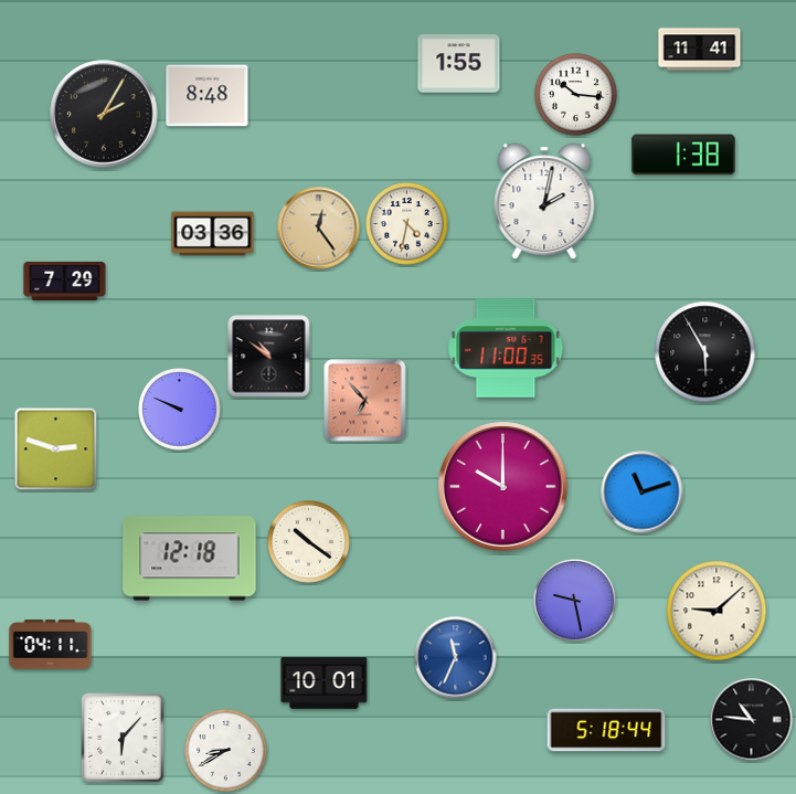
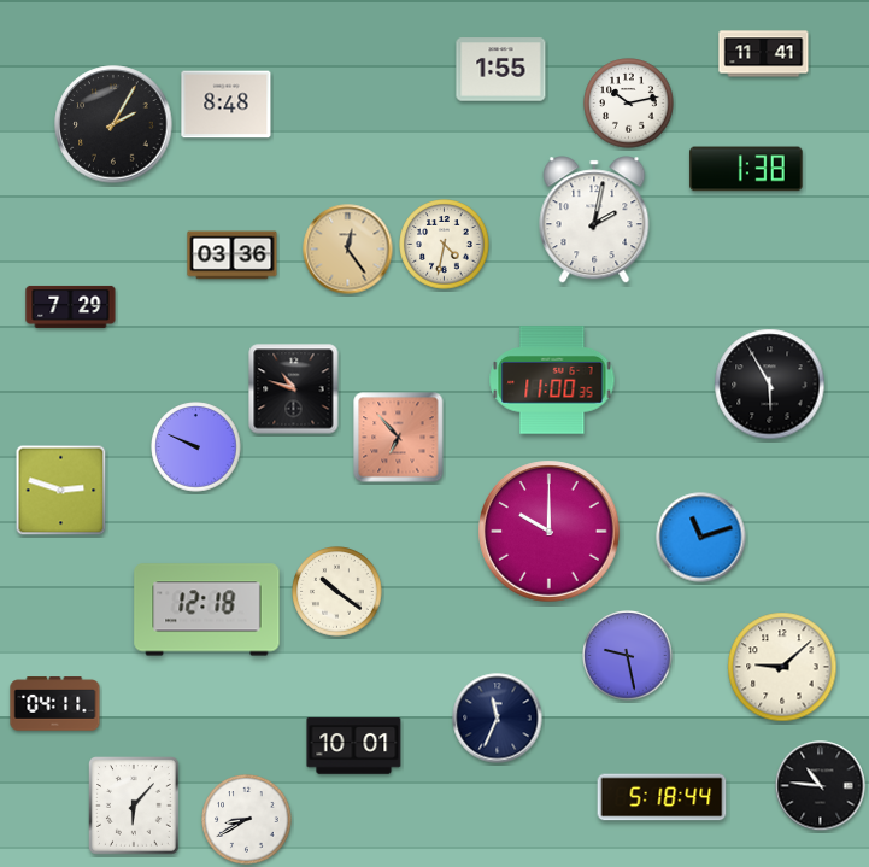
clock at (576, 95): 10:16 -> 10:13
clock at (269, 357): 10:51 -> 10:48
clock at (456, 658) dial: blue -> navy
